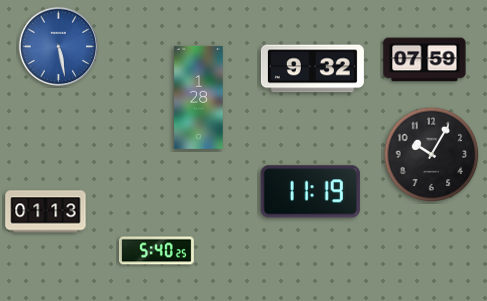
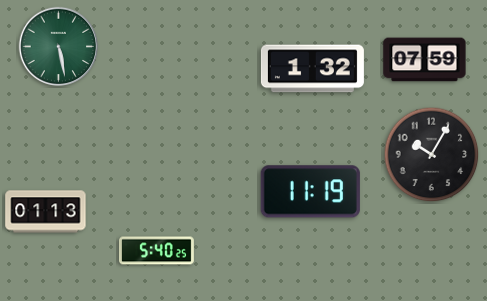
clock at (59, 47) dial: blue -> green
clock at (312, 69): 9:32 -> 1:32
clock at (199, 97): 1:28 -> none
